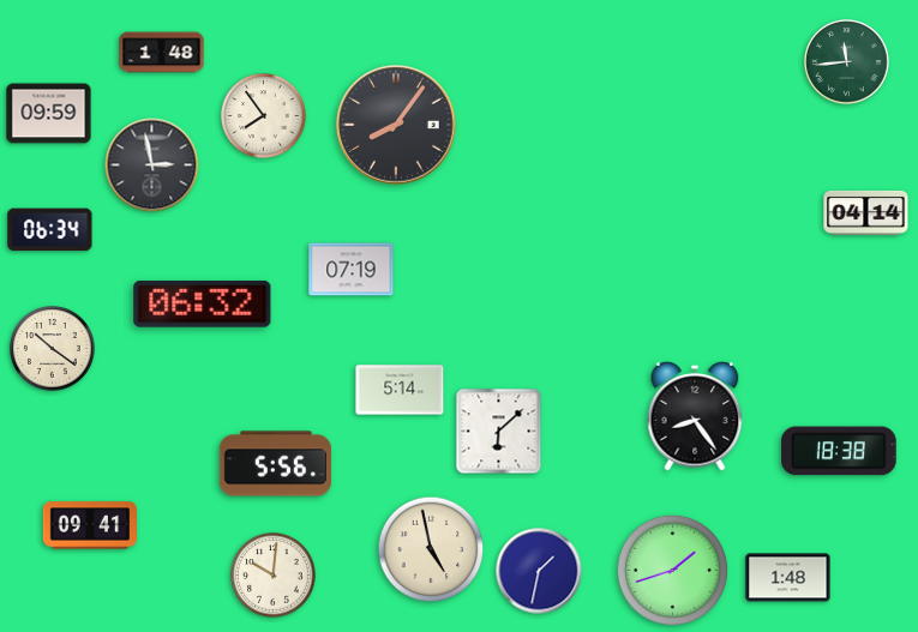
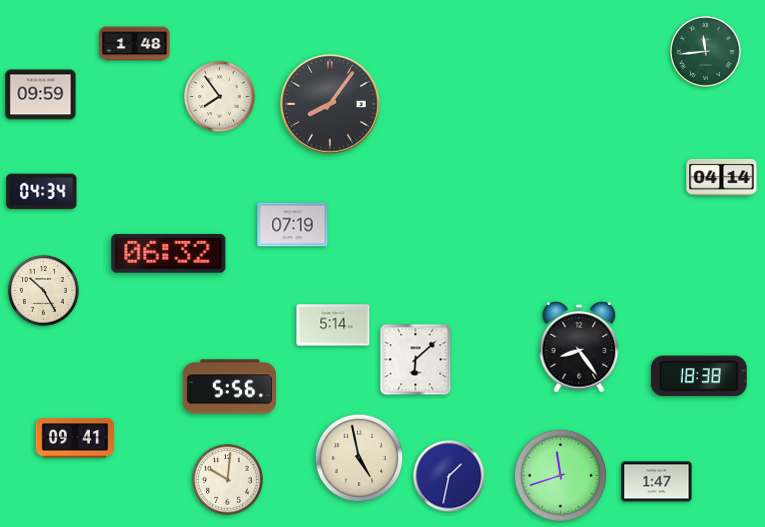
clock at (152, 165): 2:58 -> none
clock at (50, 230): 06:34 -> 04:34
clock at (53, 349): 10:21 -> 10:25
clock at (672, 570): 1:42 -> 11:42
clock at (788, 578): 1:48 -> 1:47
